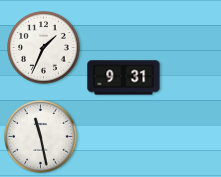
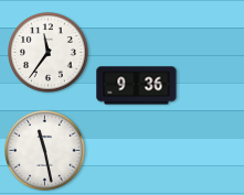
clock at (44, 48): 1:34 -> 11:36
clock at (124, 78): 9:31 -> 9:36
